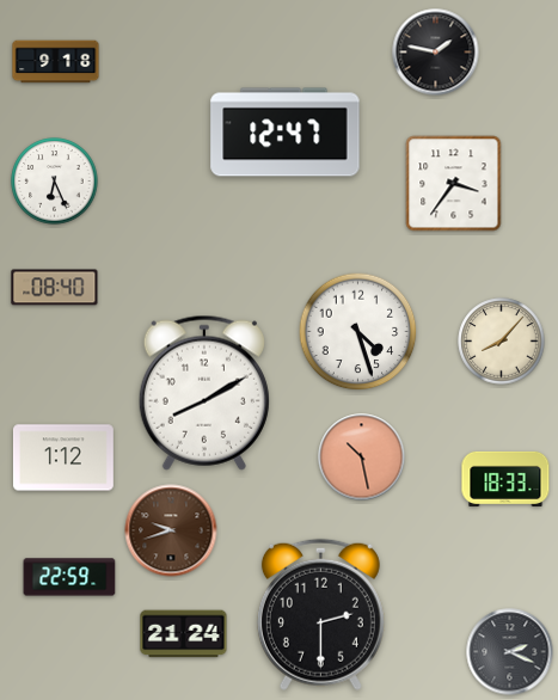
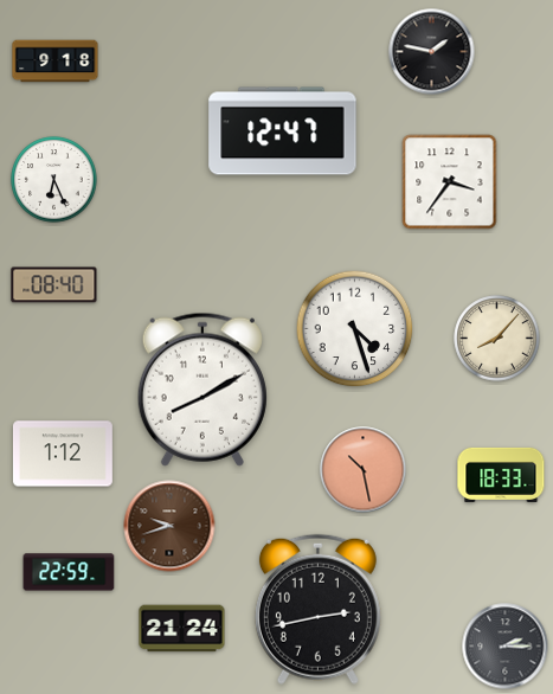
clock at (362, 458) position: (362, 458) -> (364, 470)
clock at (320, 614): 2:30 -> 2:43
clock at (510, 652): 2:19 -> 2:15
